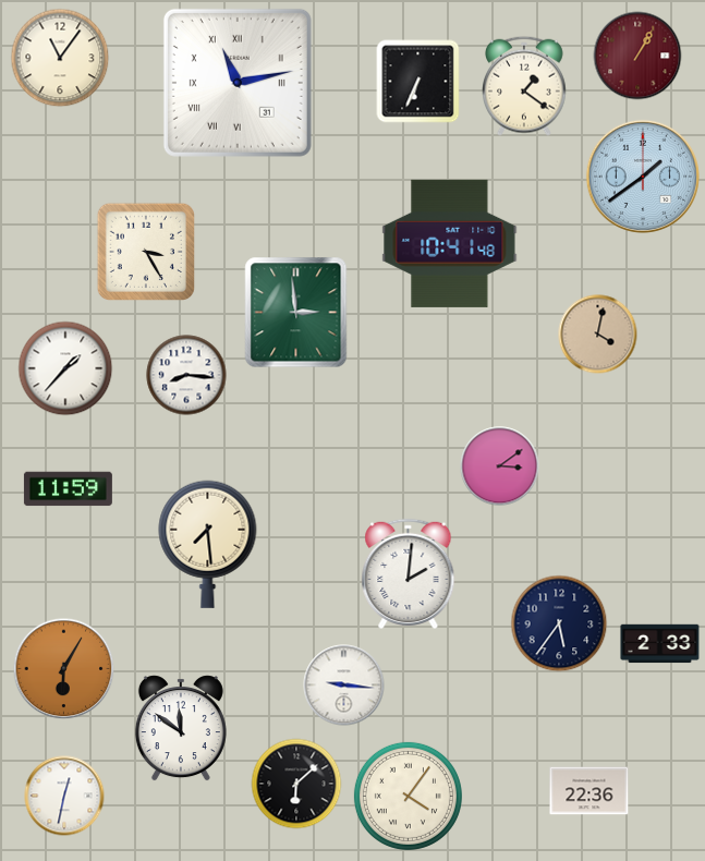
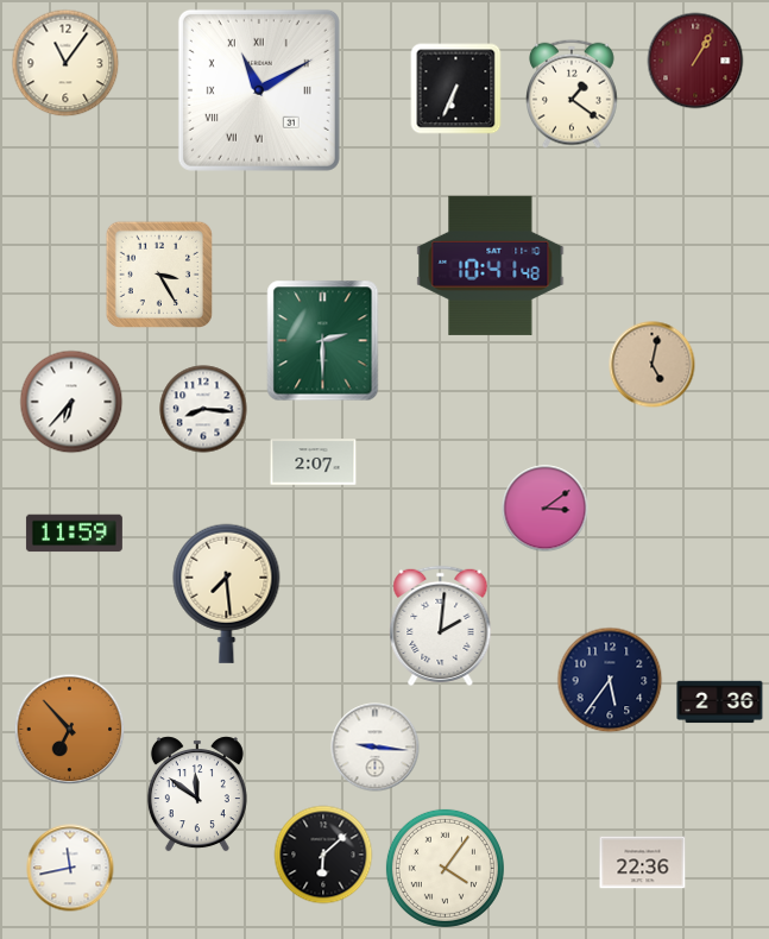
clock at (238, 83): 11:13 -> 11:10
clock at (643, 177): 1:39 -> none
clock at (296, 313): 2:59 -> 2:30
clock at (598, 335): 4:02 -> 5:02
clock at (65, 368): 1:37 -> 6:37
clock at (314, 462): none -> 2:07
clock at (409, 573) position: (409, 573) -> (441, 625)
clock at (660, 644): 2:33 -> 2:36
clock at (64, 669): 6:05 -> 6:53
clock at (64, 796): 12:32 -> 11:43
